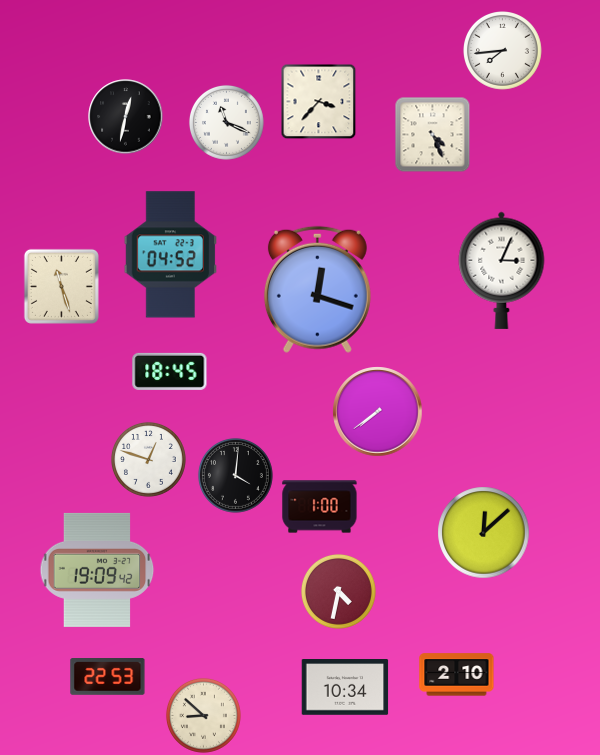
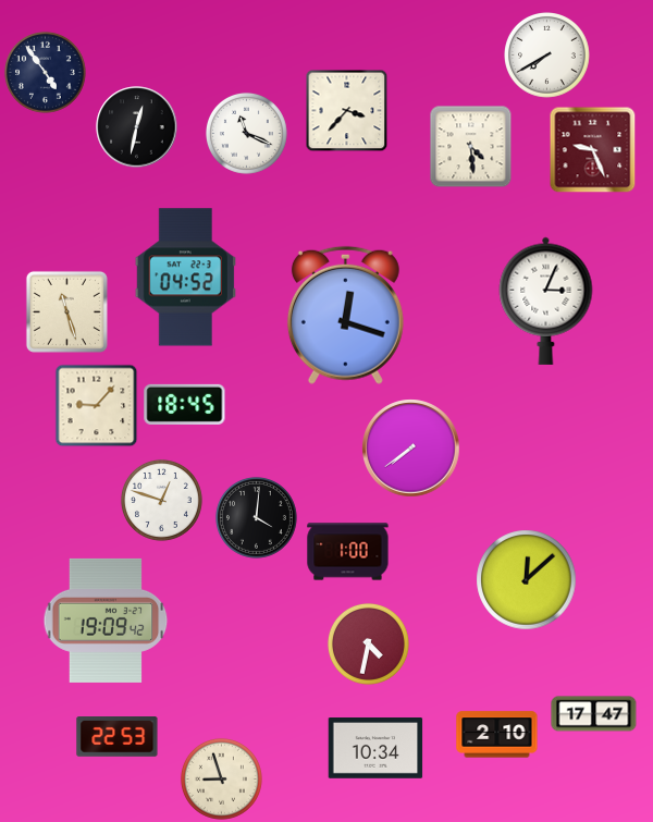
clock at (503, 51): 7:44 -> 7:40
clock at (45, 72): none -> 4:54
clock at (433, 135): 4:26 -> 4:29
clock at (593, 150): none -> 9:26
clock at (502, 270) position: (502, 270) -> (546, 300)
clock at (97, 406): none -> 9:07
clock at (594, 714): none -> 17:47
clock at (203, 715): 8:52 -> 8:57
